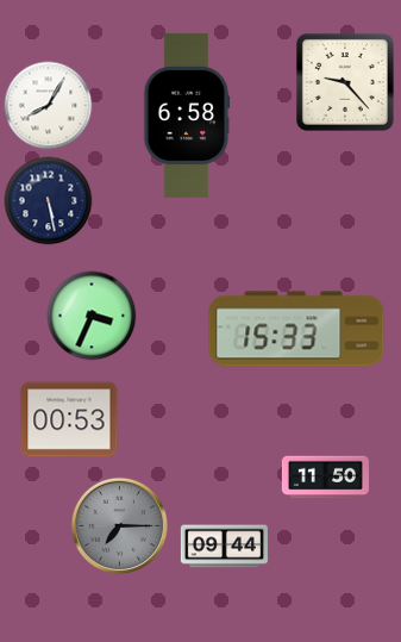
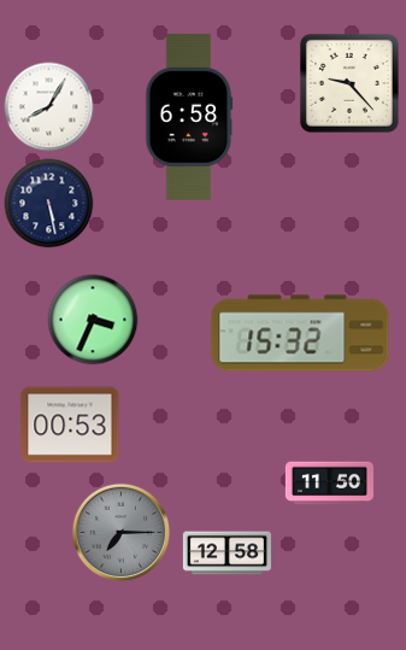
clock at (296, 329): 15:33 -> 15:32
clock at (224, 547): 09:44 -> 12:58
